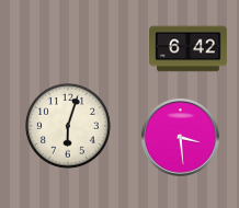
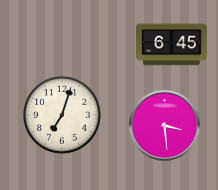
clock at (189, 49): 6:42 -> 6:45
clock at (69, 127): 6:03 -> 7:03
